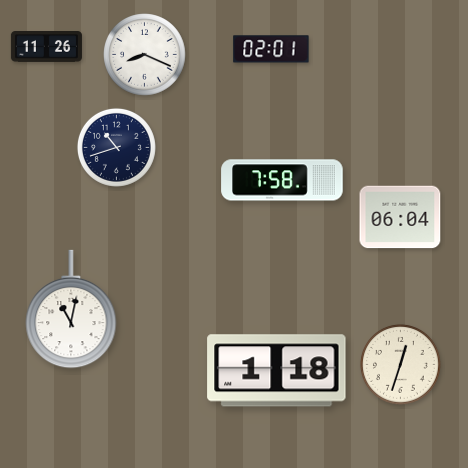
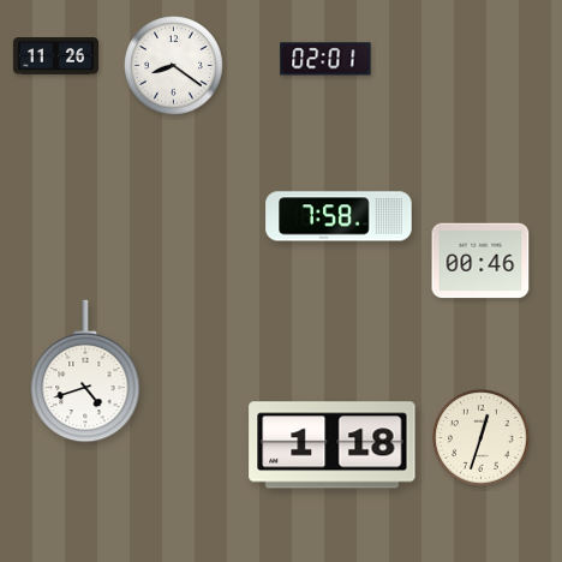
clock at (145, 55): 8:19 -> 8:21
clock at (116, 147): 10:42 -> none
clock at (400, 217): 06:04 -> 00:46
clock at (71, 309): 11:02 -> 4:42
